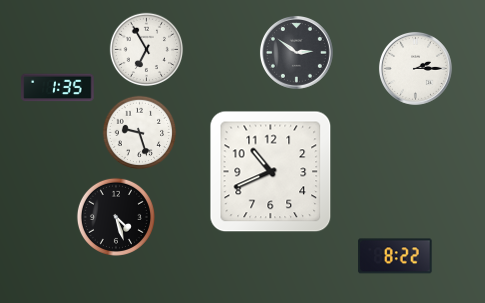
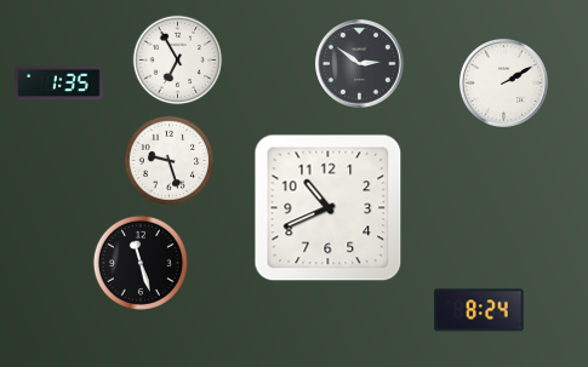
clock at (415, 68): 2:15 -> 2:10
clock at (58, 88) position: (58, 88) -> (59, 84)
clock at (116, 217): 4:27 -> 11:27
clock at (395, 256): 8:22 -> 8:24
